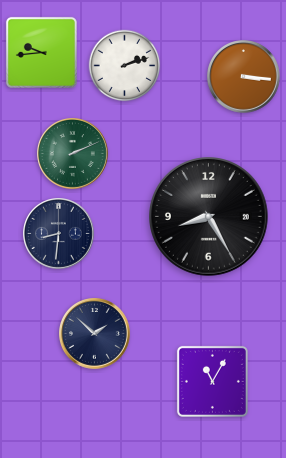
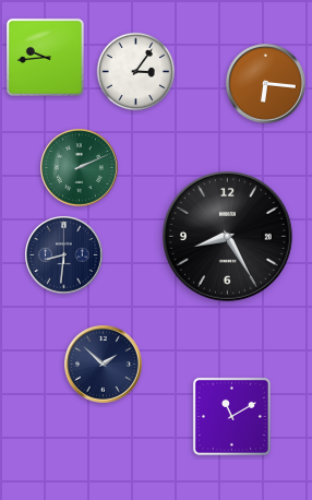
clock at (125, 66): 2:12 -> 3:06
clock at (244, 77): 3:16 -> 6:16
clock at (212, 381): 11:05 -> 11:10
